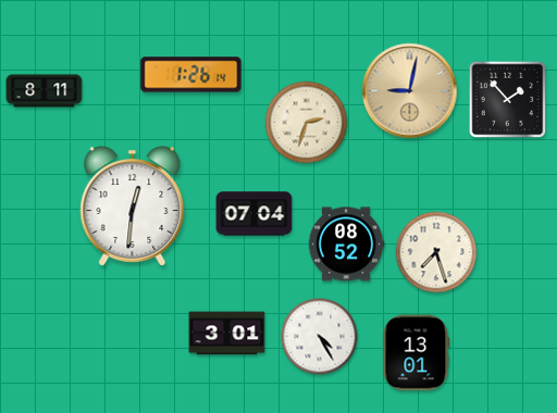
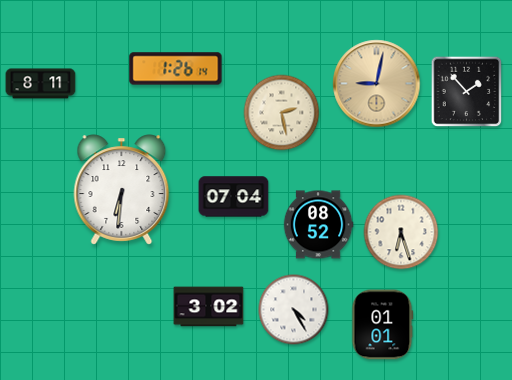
clock at (307, 123): 2:33 -> 2:28
clock at (133, 206): 12:31 -> 6:31
clock at (436, 252): 7:27 -> 6:27
clock at (227, 334): 3:01 -> 3:02
clock at (417, 353): 13:01 -> 01:01
